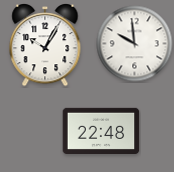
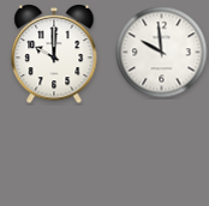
clock at (45, 45): 10:05 -> 10:00
clock at (101, 130): 22:48 -> none
